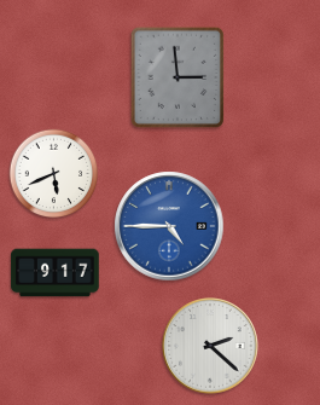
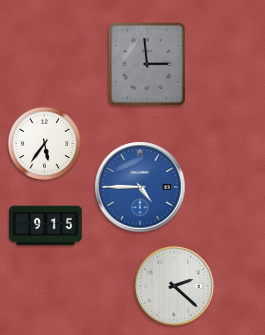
clock at (54, 174): 5:41 -> 5:36
clock at (56, 273): 9:17 -> 9:15
